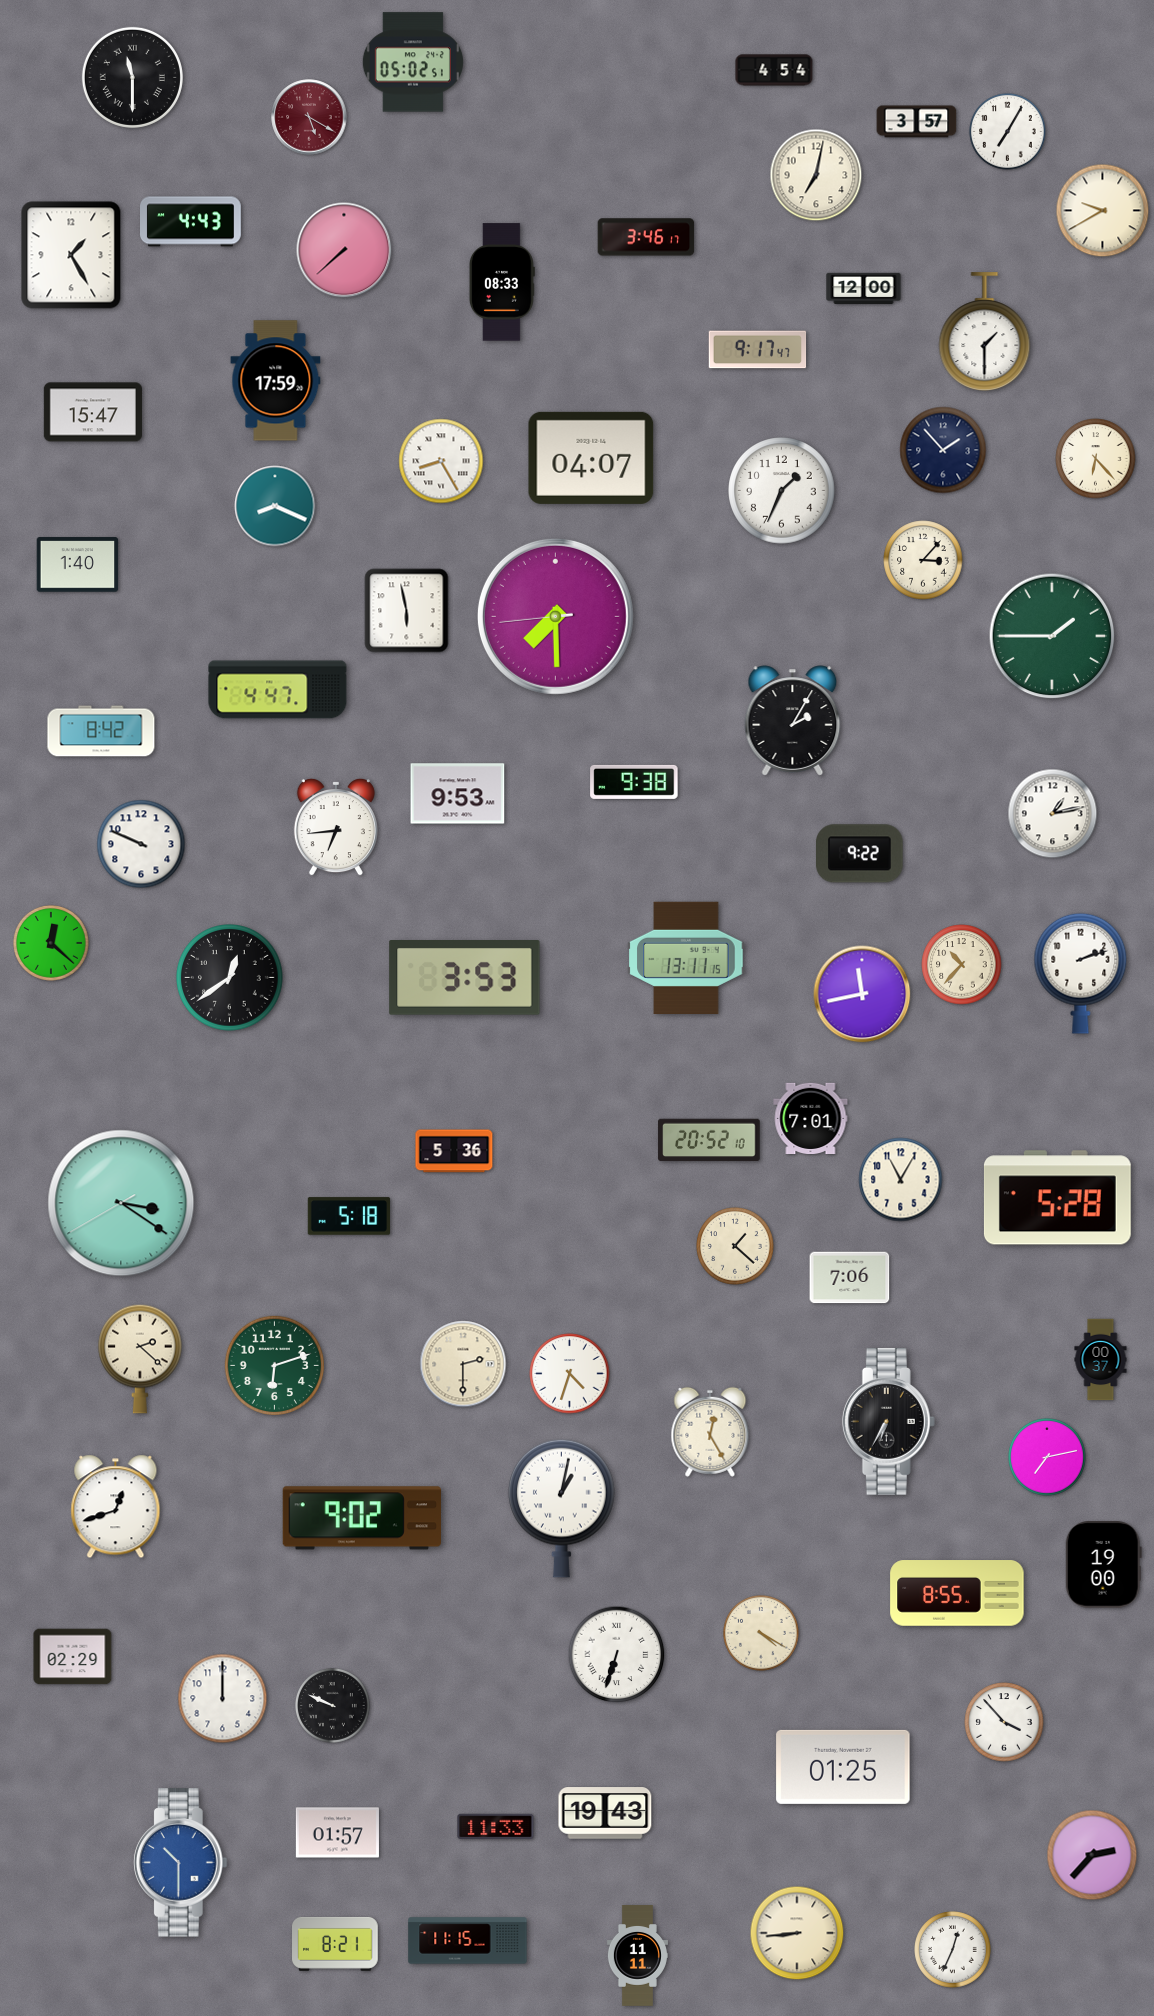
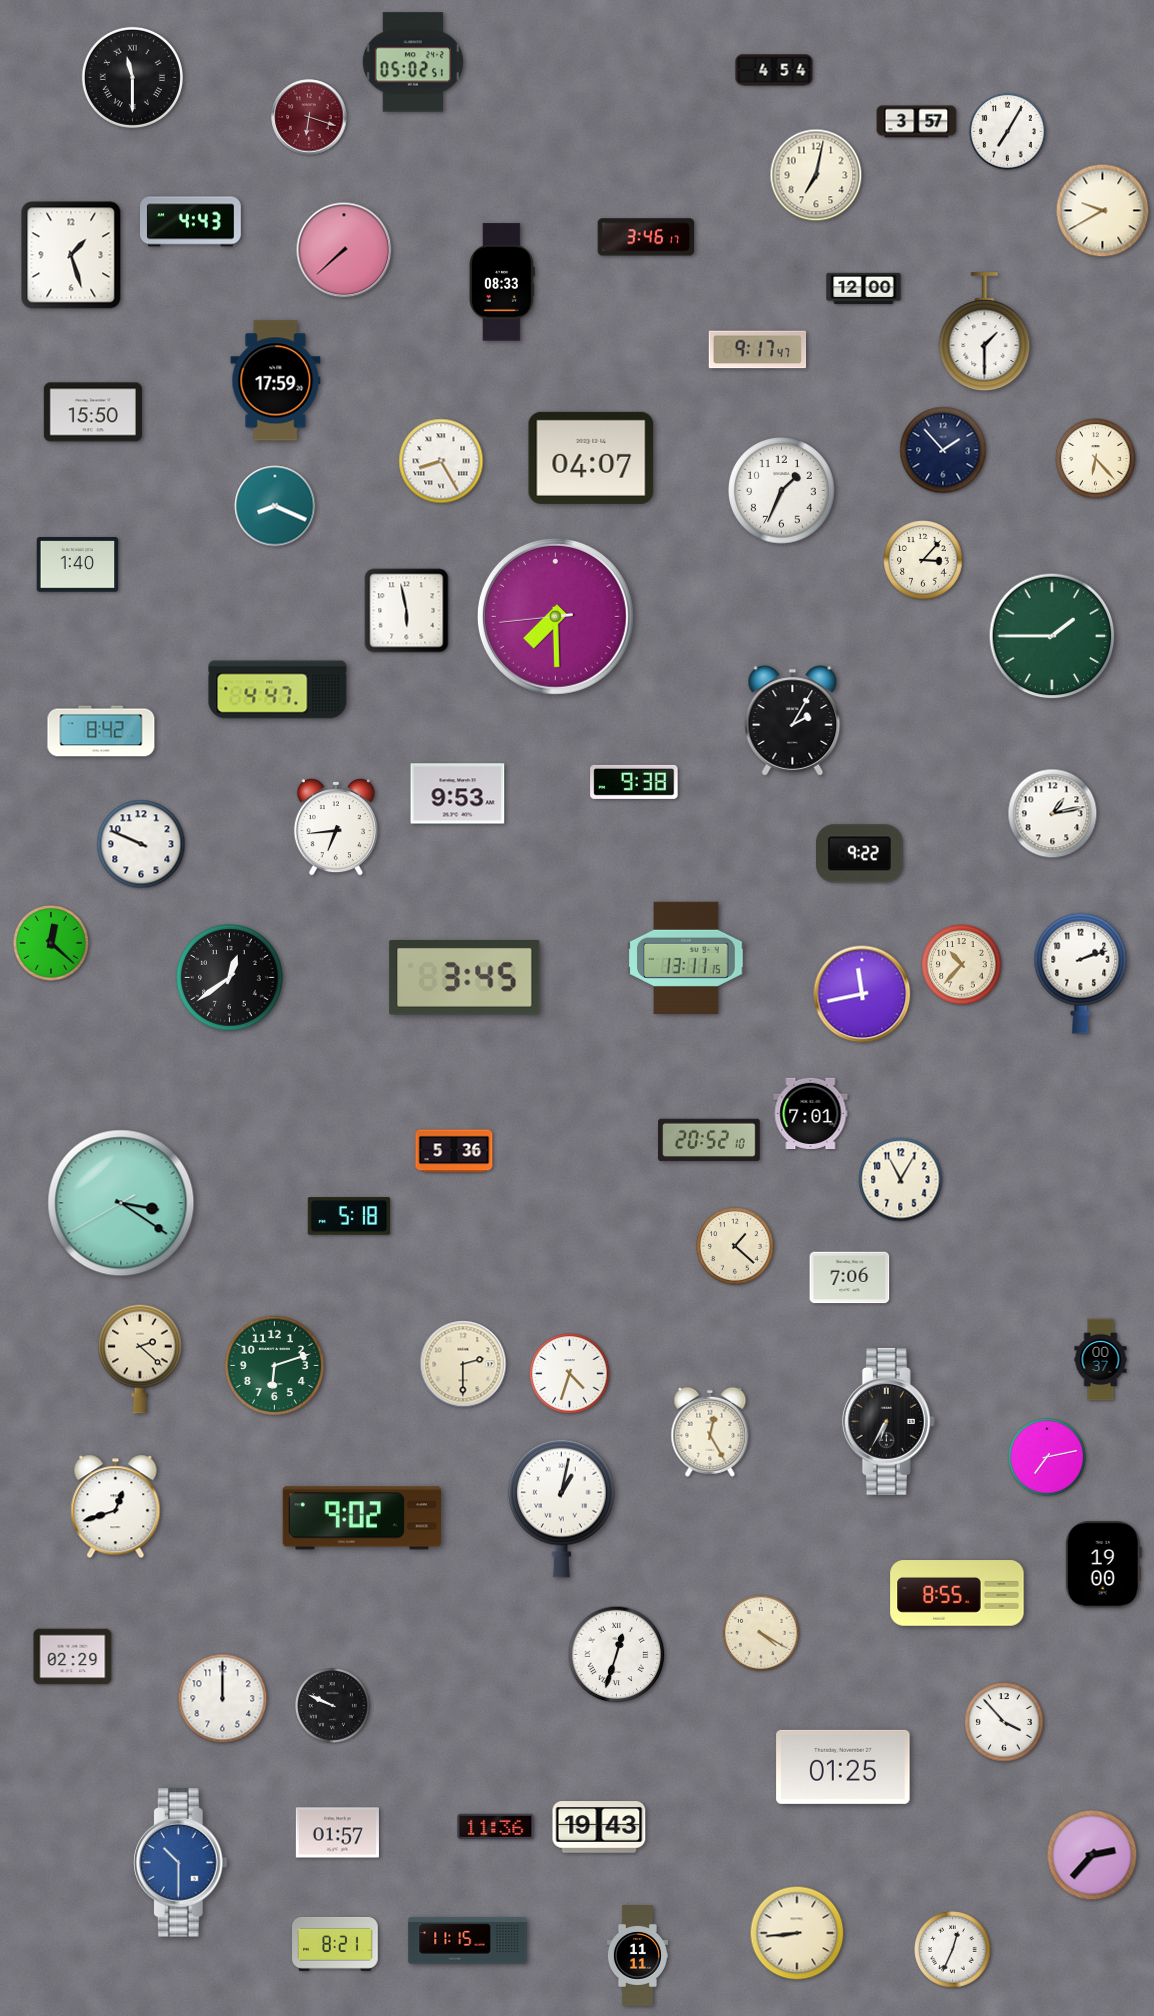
clock at (309, 117): 5:20 -> 6:18
clock at (71, 255): 1:25 -> 1:27
clock at (93, 412): 15:47 -> 15:50
clock at (465, 978): 3:53 -> 3:45
clock at (811, 1118) position: (811, 1118) -> (811, 1113)
clock at (1057, 1198): 5:28 -> none
clock at (617, 1655): 6:33 -> 12:33
clock at (605, 1813) position: (605, 1813) -> (599, 1827)
clock at (496, 1826): 11:33 -> 11:36
